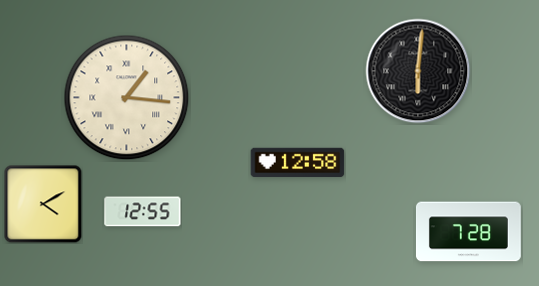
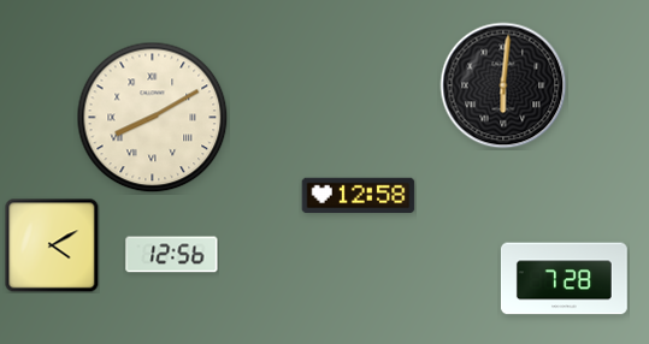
clock at (127, 98): 1:16 -> 8:10
clock at (143, 212): 12:55 -> 12:56
